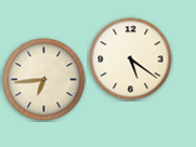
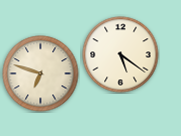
clock at (44, 80): 6:44 -> 6:48
